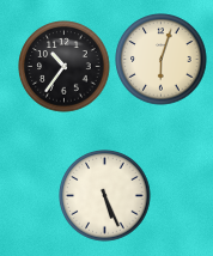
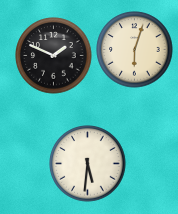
clock at (65, 67): 10:36 -> 1:49
clock at (105, 196): 5:26 -> 5:31
